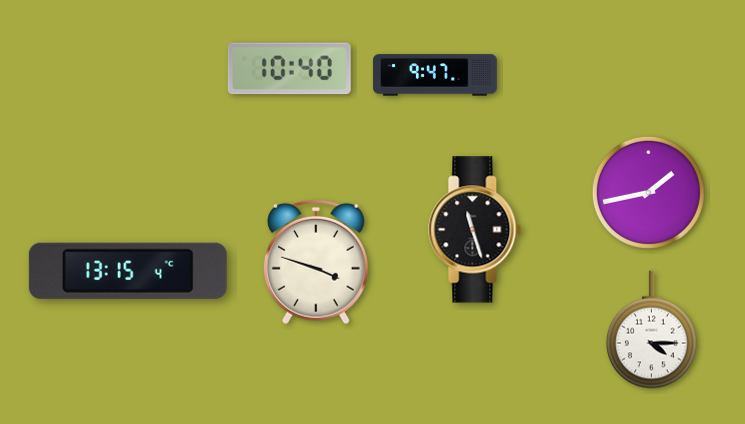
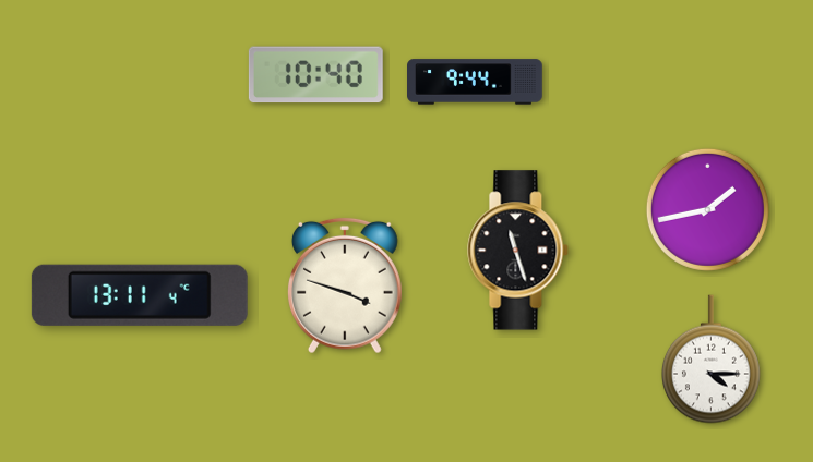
clock at (436, 75): 9:47 -> 9:44
clock at (128, 271): 13:15 -> 13:11
